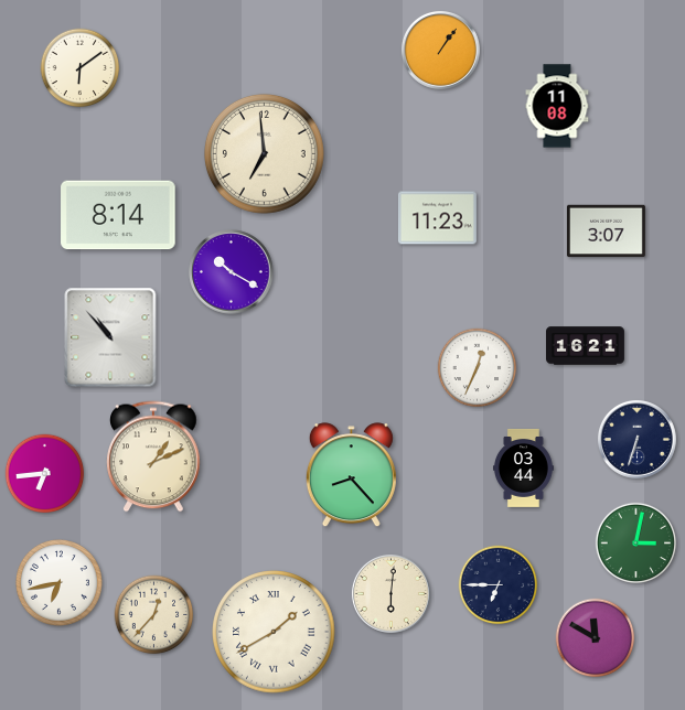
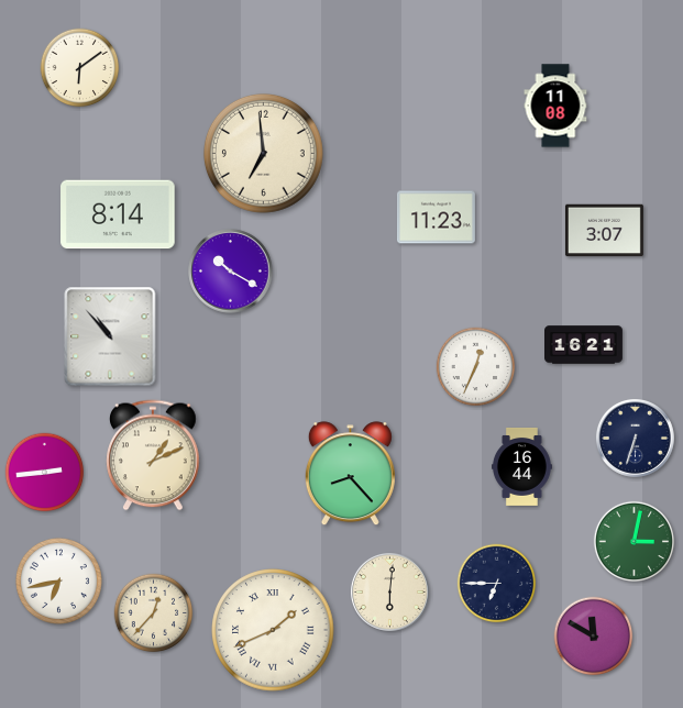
clock at (440, 50): 1:06 -> none
clock at (523, 467): 03:44 -> 16:44
clock at (45, 474): 6:44 -> 2:44
clock at (274, 632): 1:40 -> 1:41
